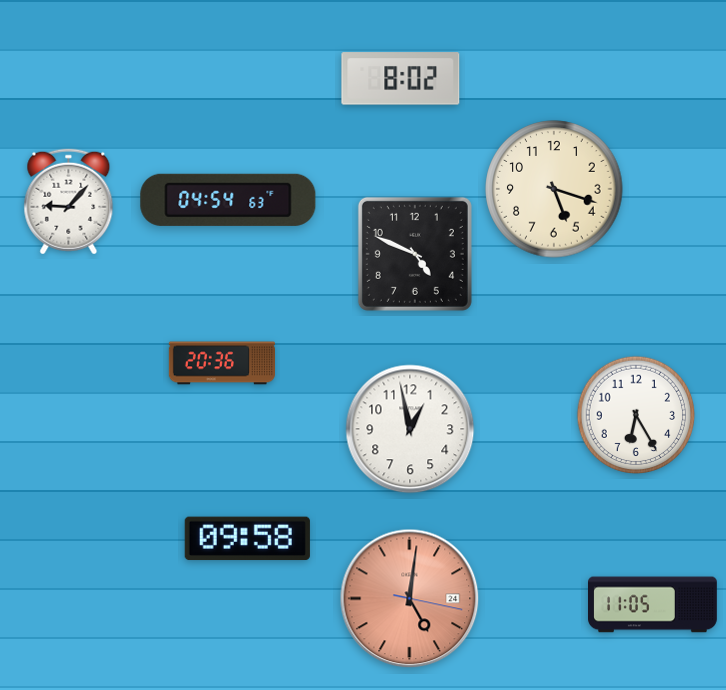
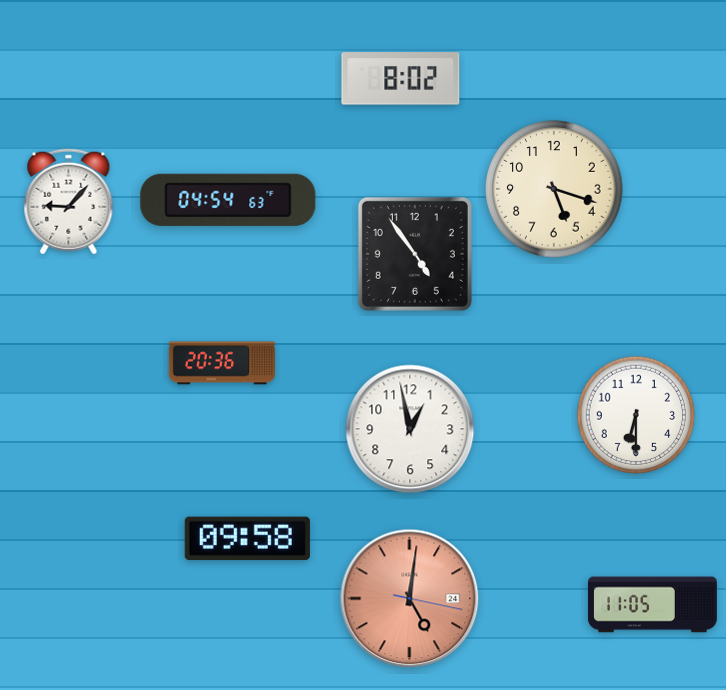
clock at (415, 254): 4:49 -> 4:54
clock at (636, 415): 6:25 -> 6:30
